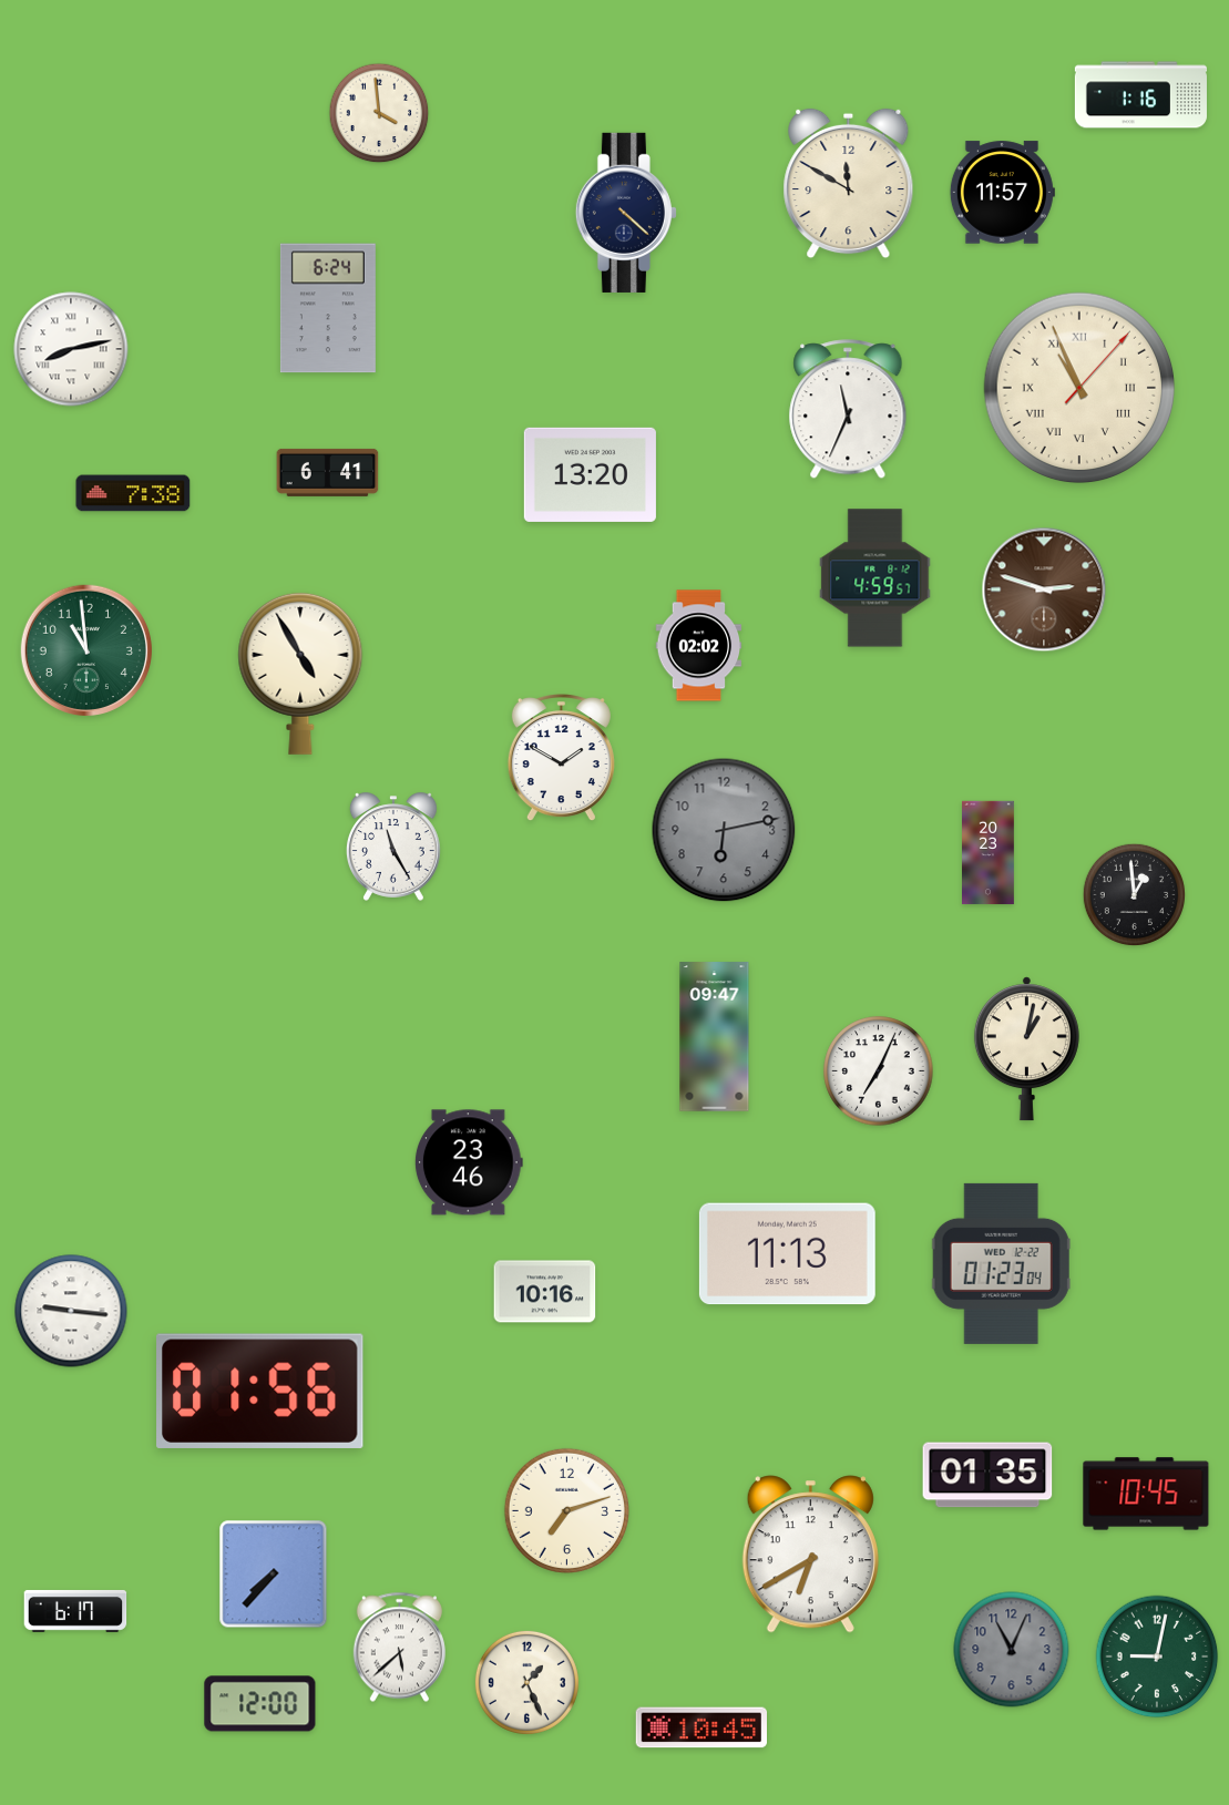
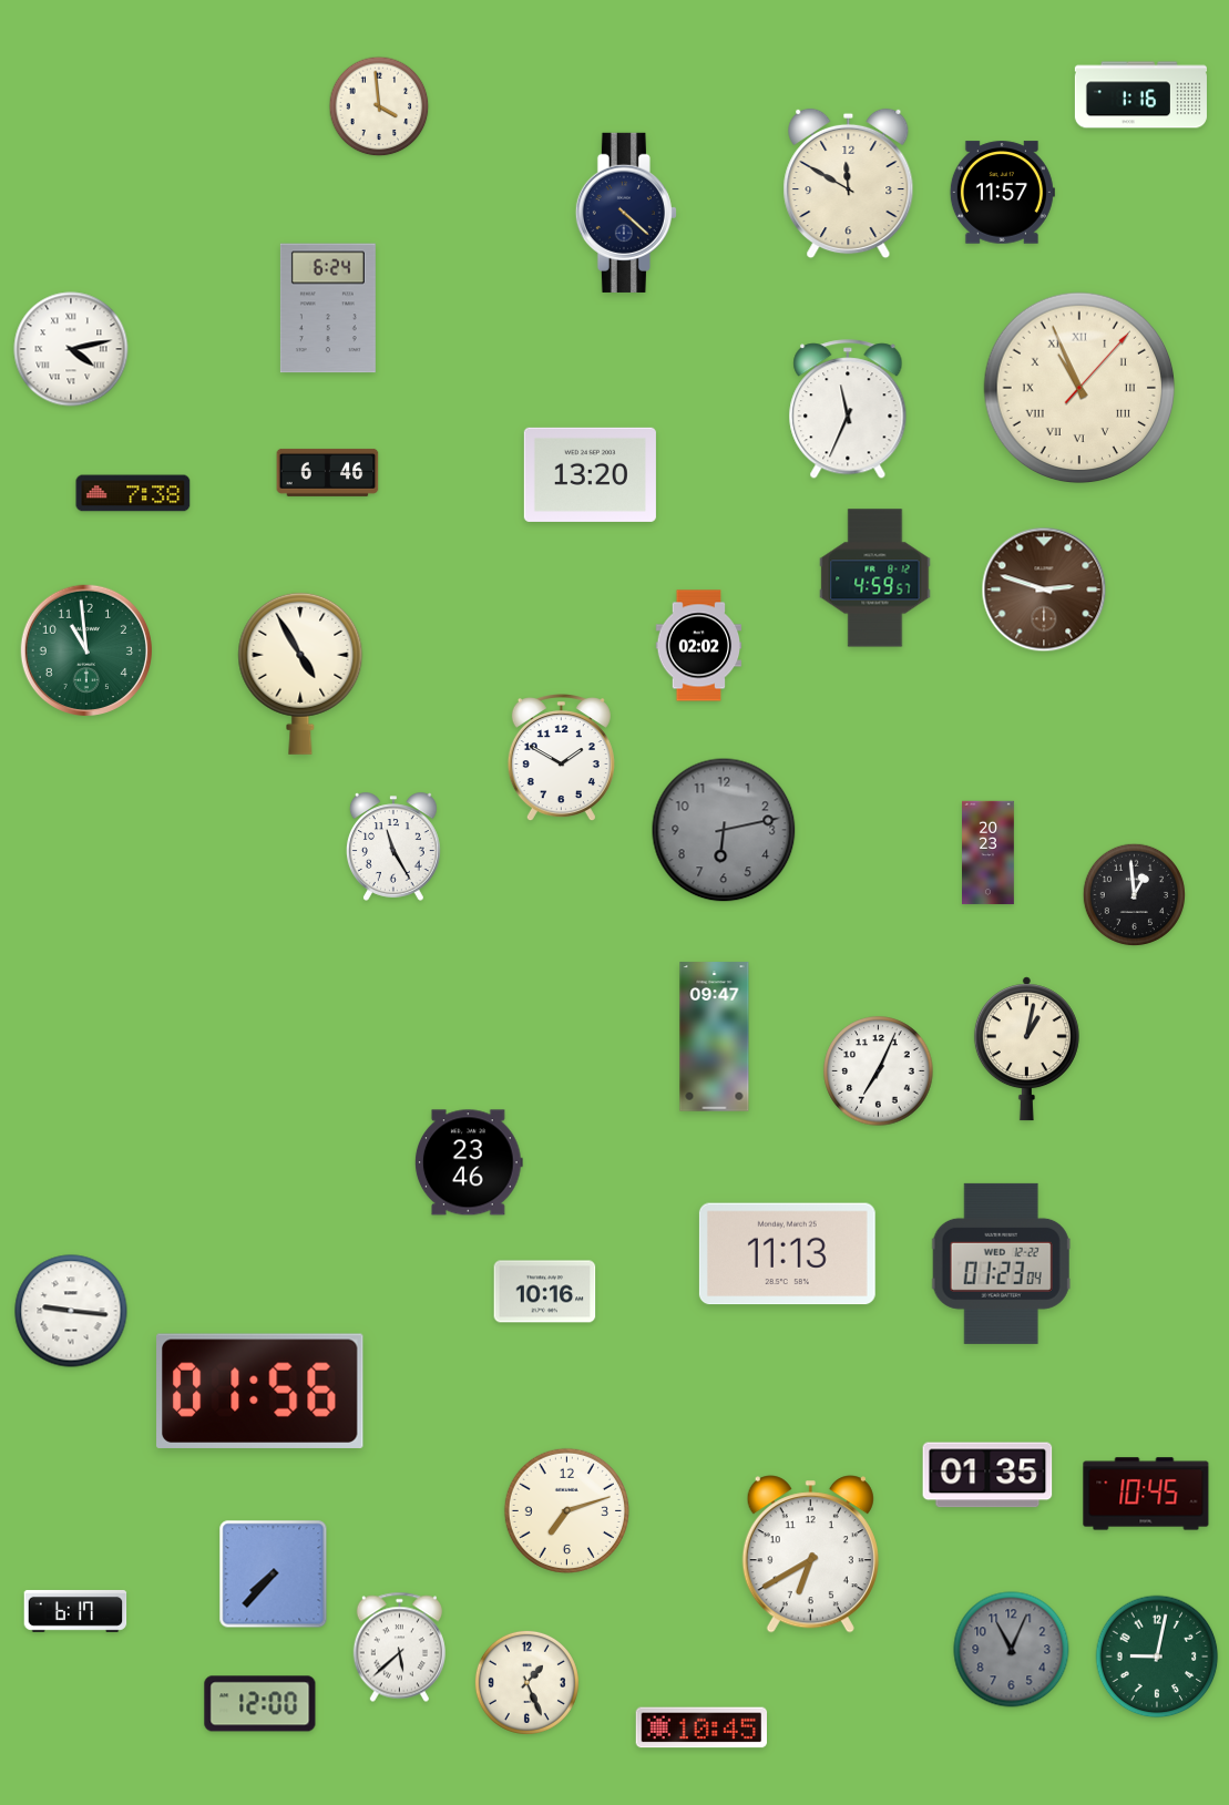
clock at (379, 113) position: (379, 113) -> (379, 106)
clock at (71, 349): 8:13 -> 4:13
clock at (328, 472): 6:41 -> 6:46
